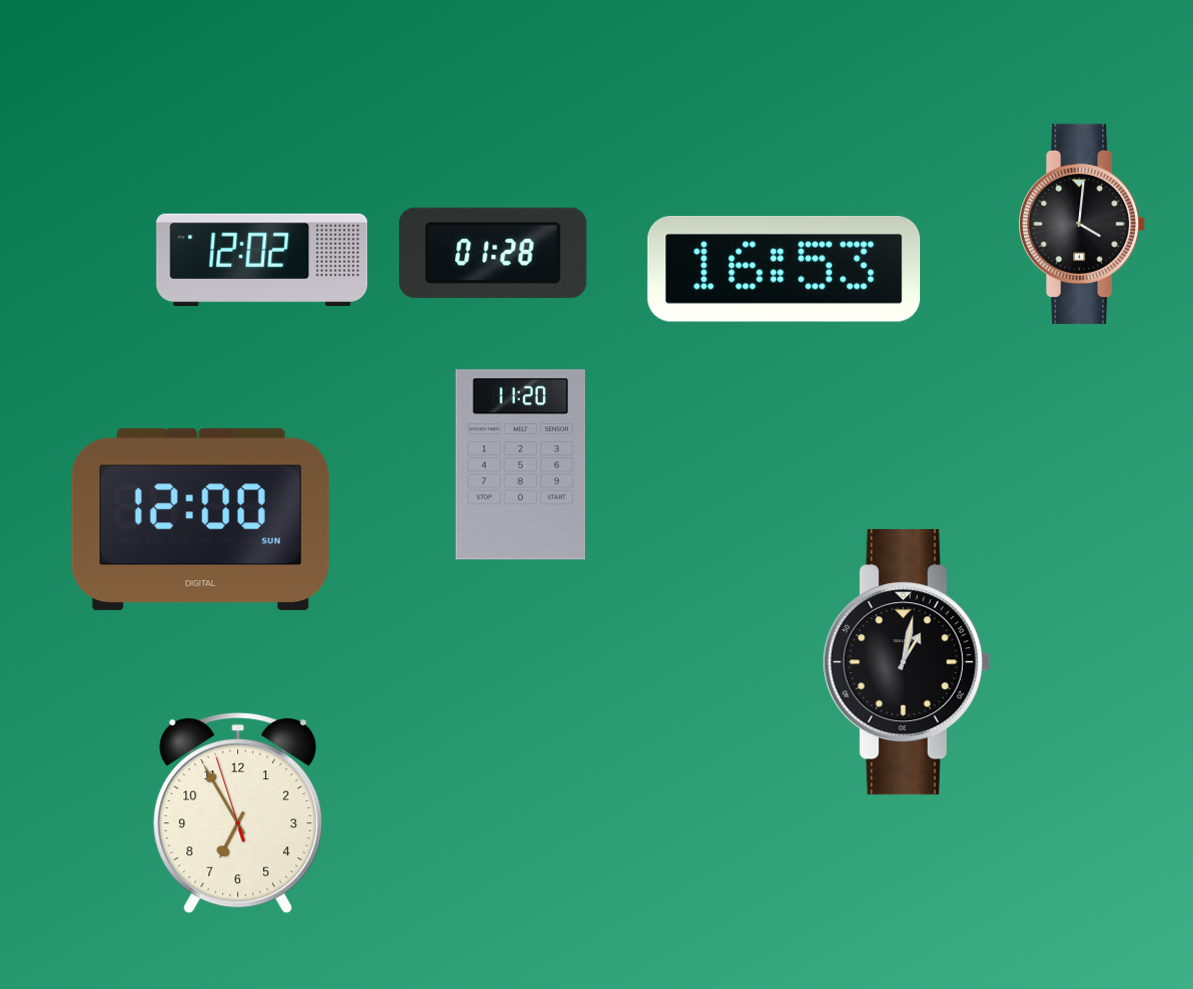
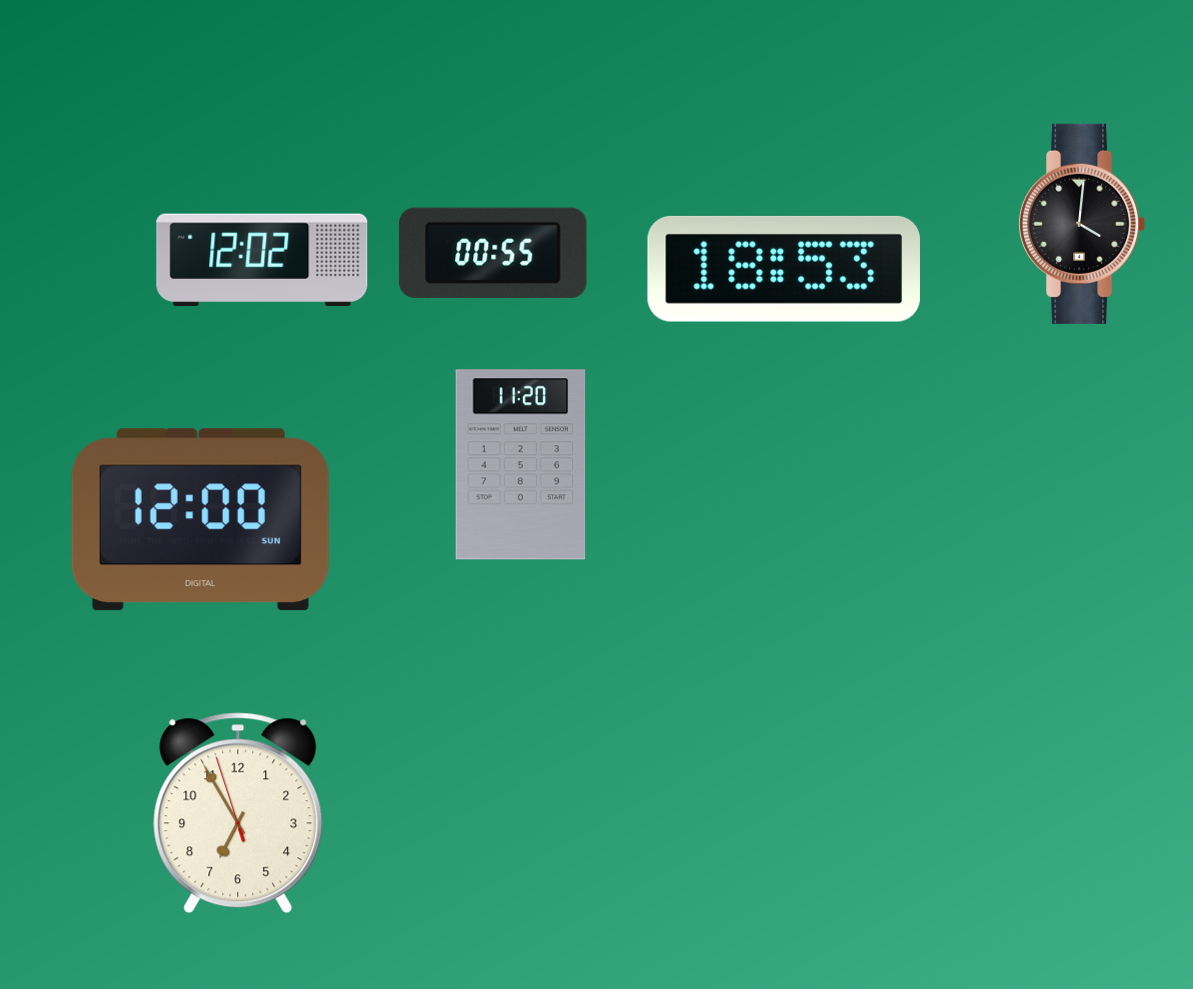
clock at (493, 253): 01:28 -> 00:55
clock at (784, 269): 16:53 -> 18:53
clock at (907, 662): 1:02 -> none
